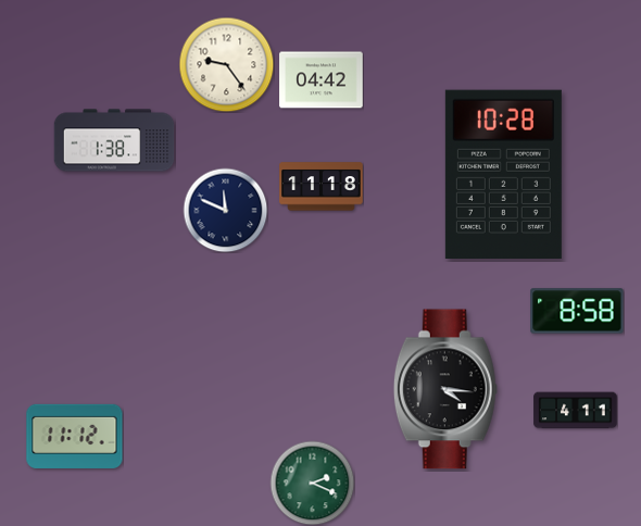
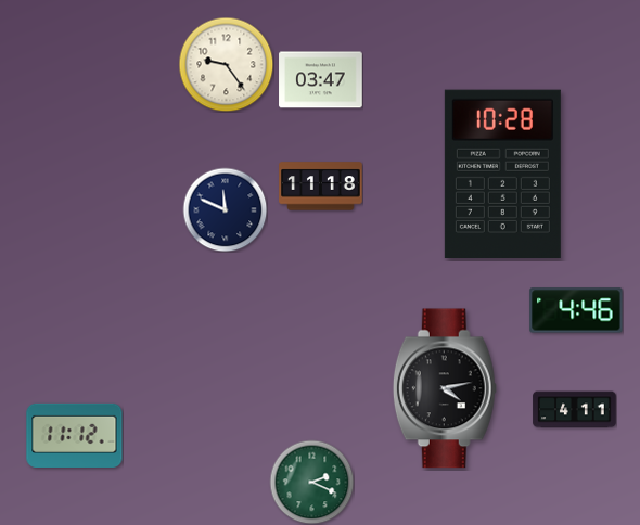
clock at (322, 80): 04:42 -> 03:47
clock at (114, 140): 1:38 -> none
clock at (577, 311): 8:58 -> 4:46
clock at (445, 389): 4:16 -> 4:13
